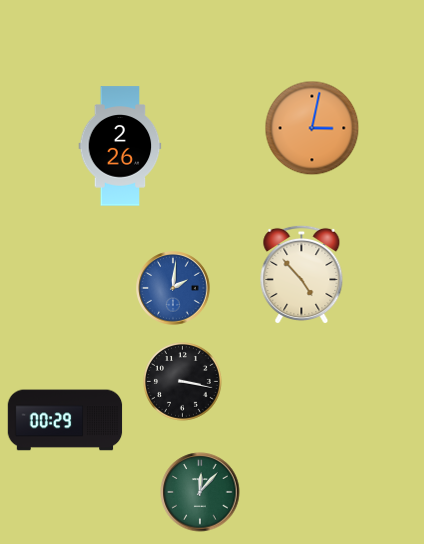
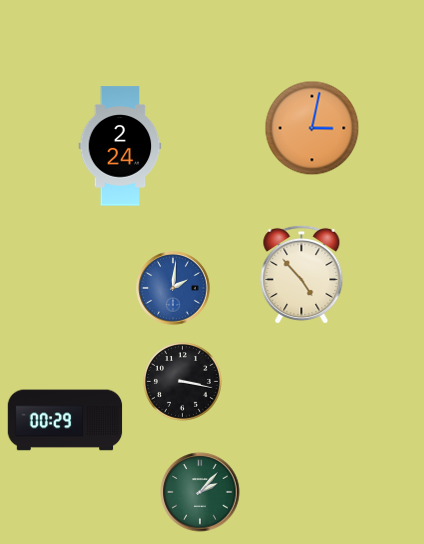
clock at (120, 146): 2:26 -> 2:24
clock at (200, 492): 12:07 -> 2:07
